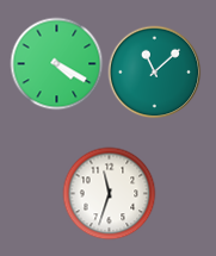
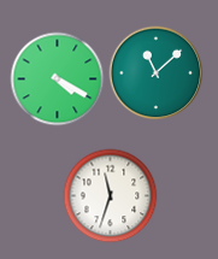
clock at (56, 63) position: (56, 63) -> (57, 78)
